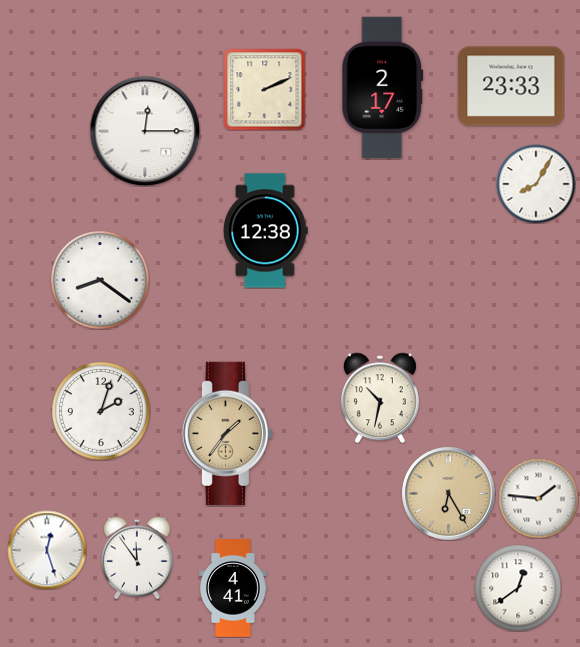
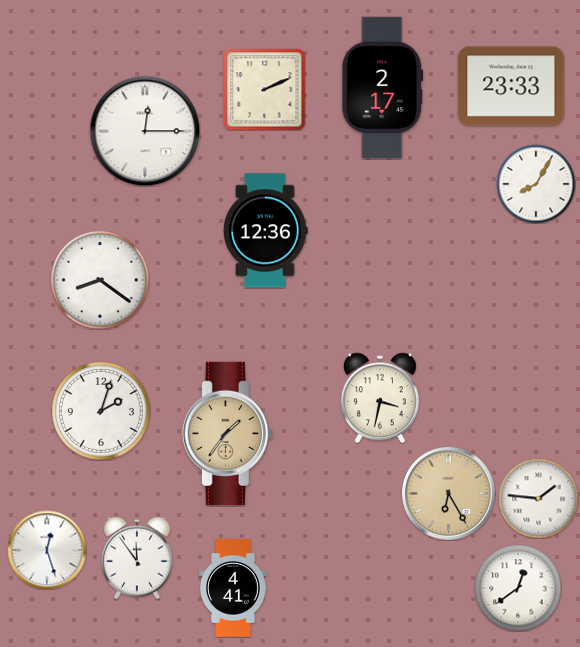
clock at (266, 231): 12:38 -> 12:36
clock at (380, 398): 10:32 -> 3:32
